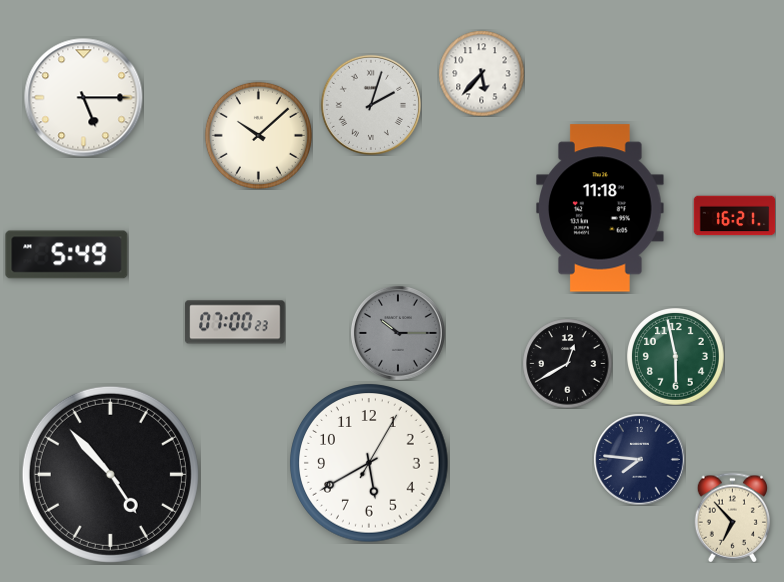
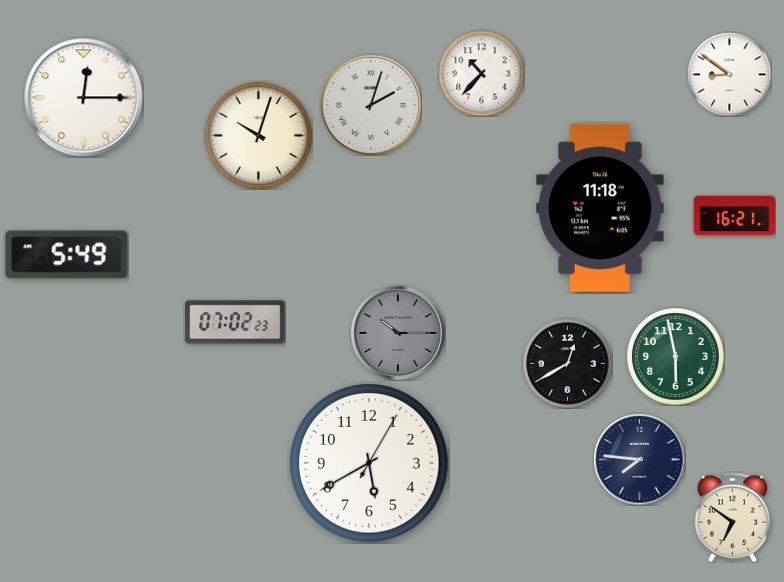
clock at (481, 73): 5:37 -> 10:37
clock at (729, 74): none -> 8:51
clock at (84, 98): 5:15 -> 12:15
clock at (258, 135): 10:08 -> 10:03
clock at (235, 322): 07:00 -> 07:02
clock at (110, 474): 4:53 -> none
clock at (733, 517): 6:53 -> 6:51
